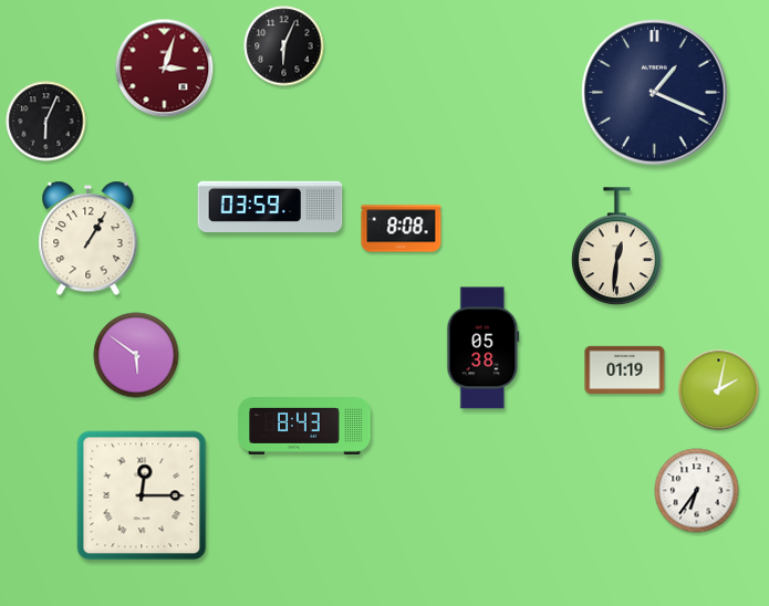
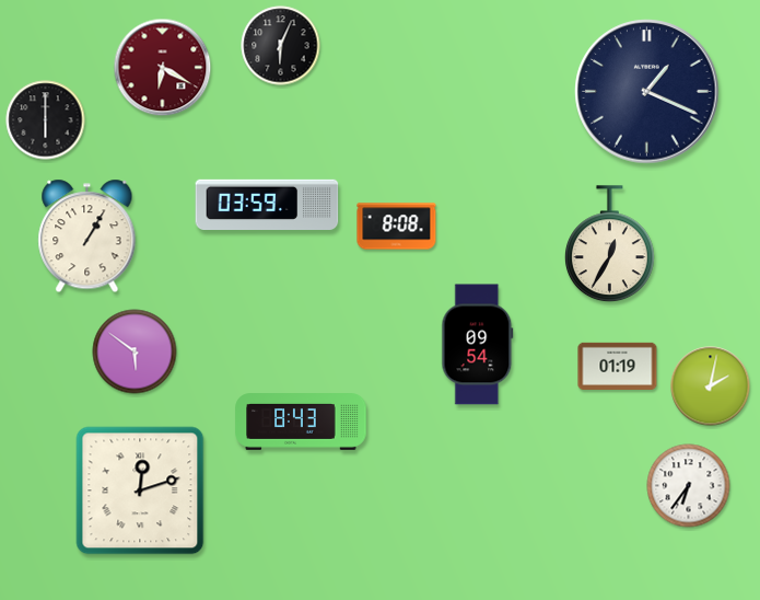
clock at (165, 69): 3:03 -> 6:20
clock at (46, 122): 6:04 -> 6:00
clock at (616, 247): 12:31 -> 12:35
clock at (484, 348): 05:38 -> 09:54
clock at (142, 495): 12:15 -> 12:12
